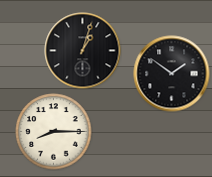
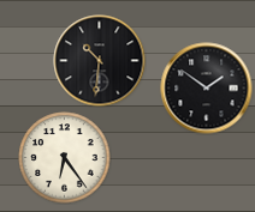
clock at (83, 51): 1:03 -> 10:31
clock at (54, 132): 8:15 -> 6:24
